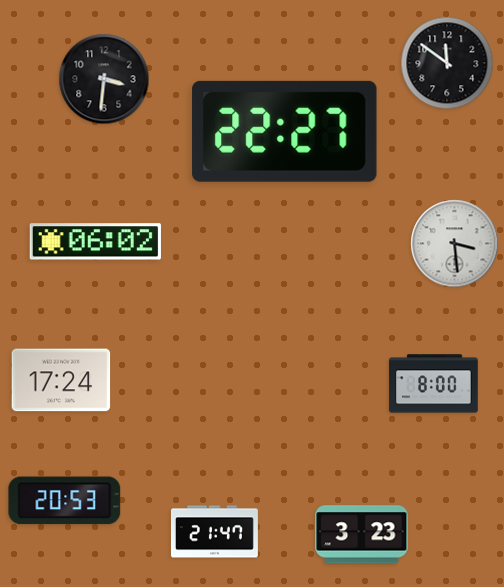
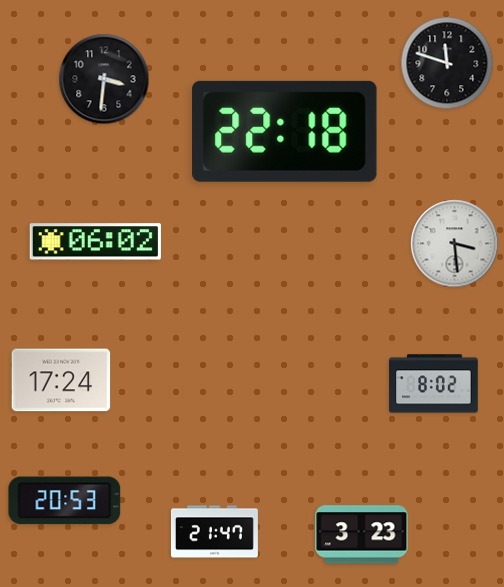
clock at (447, 63): 11:51 -> 11:48
clock at (285, 131): 22:27 -> 22:18
clock at (434, 384): 8:00 -> 8:02
